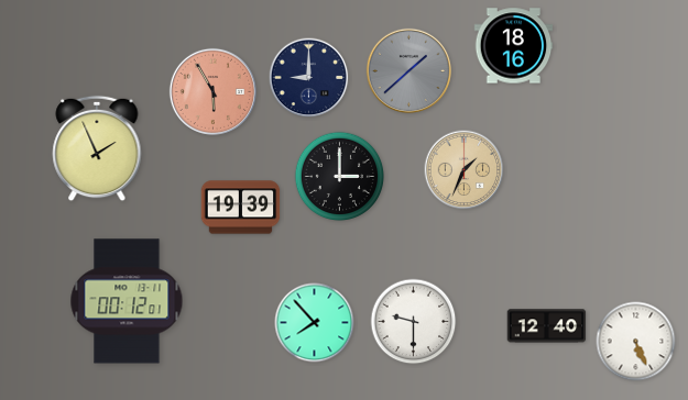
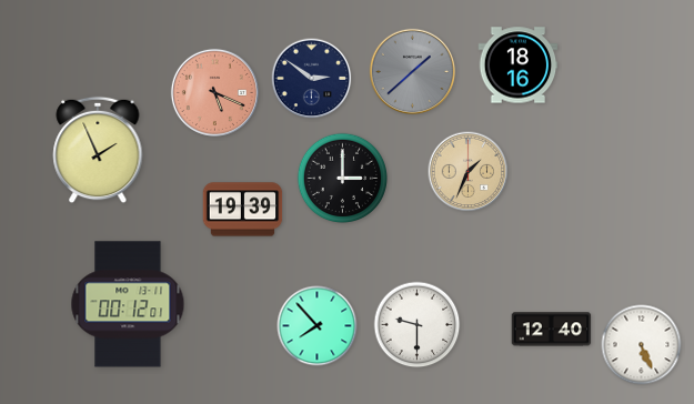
clock at (514, 46) position: (514, 46) -> (519, 65)
clock at (309, 78): 9:00 -> 2:51
clock at (212, 91): 5:55 -> 5:19
